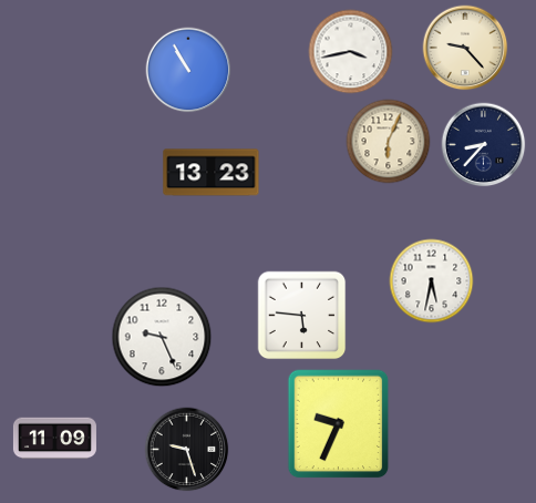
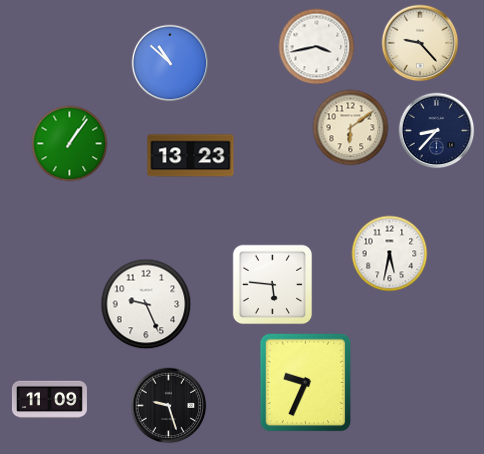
clock at (188, 70): 10:55 -> 10:52
clock at (389, 142): 6:04 -> 6:09
clock at (70, 144): none -> 1:06
clock at (54, 439) position: (54, 439) -> (49, 400)
